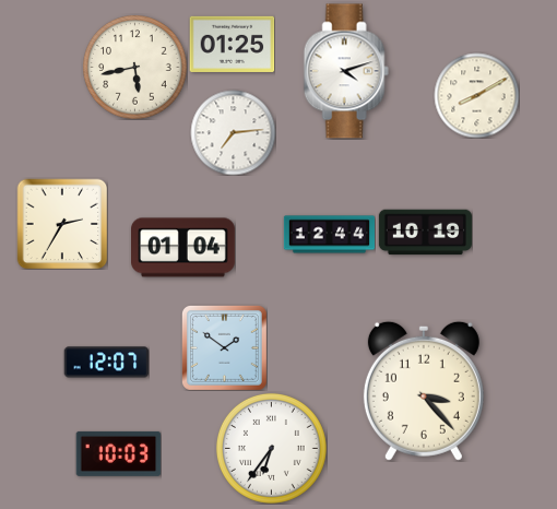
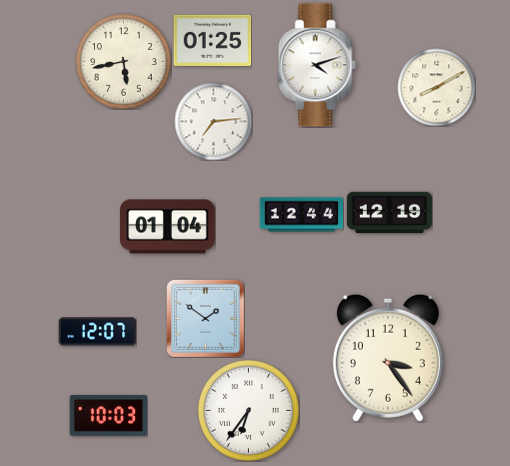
clock at (62, 224): 2:35 -> none
clock at (425, 233): 10:19 -> 12:19
clock at (424, 391): 3:23 -> 3:24
